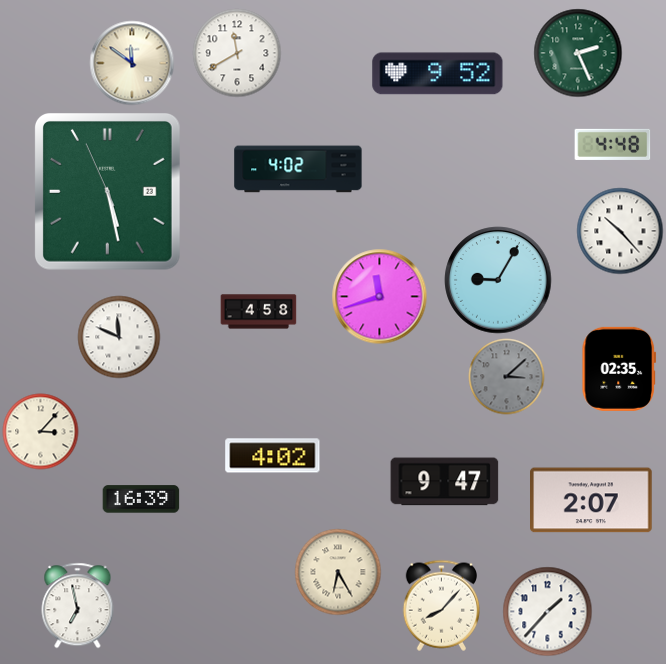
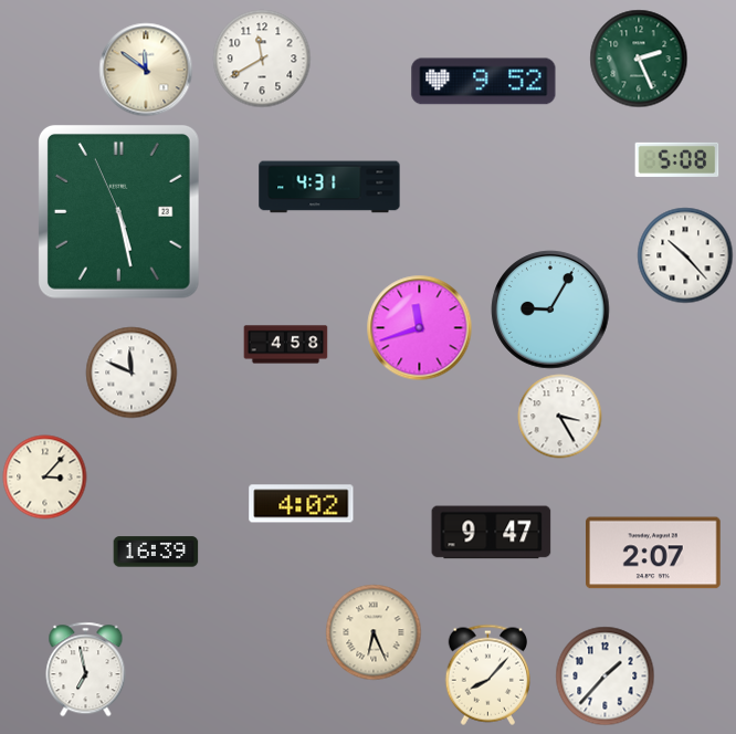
clock at (613, 144): 4:48 -> 5:08
clock at (298, 169): 4:02 -> 4:31
clock at (619, 369): 02:35 -> none
clock at (507, 377): 3:08 -> 3:25
clock at (507, 377) dial: grey -> white
clock at (338, 572): 6:25 -> 6:26
clock at (441, 605) position: (441, 605) -> (487, 674)
